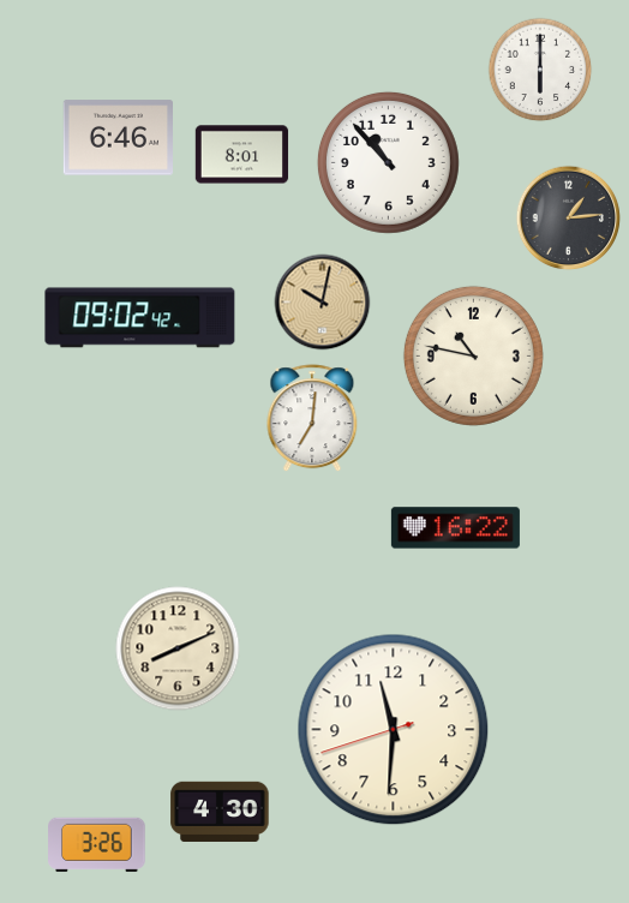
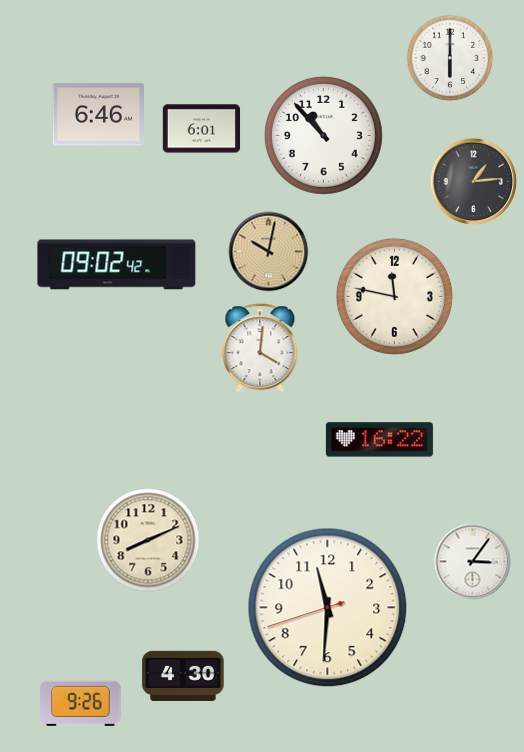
clock at (242, 155): 8:01 -> 6:01
clock at (473, 355): 10:47 -> 11:47
clock at (312, 419): 7:01 -> 4:01
clock at (473, 562): none -> 3:06
clock at (97, 844): 3:26 -> 9:26
